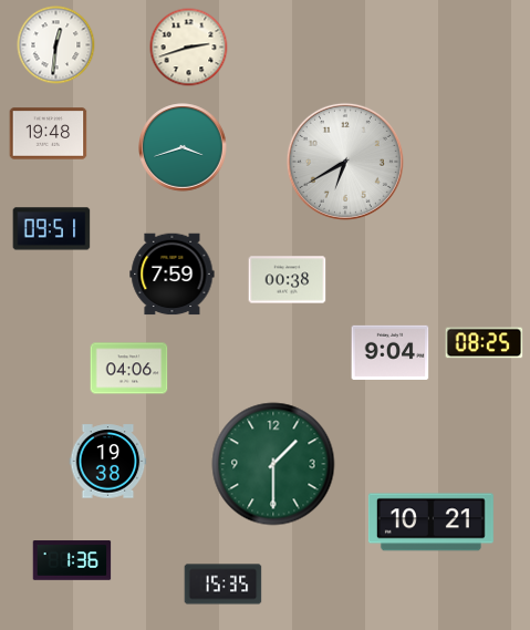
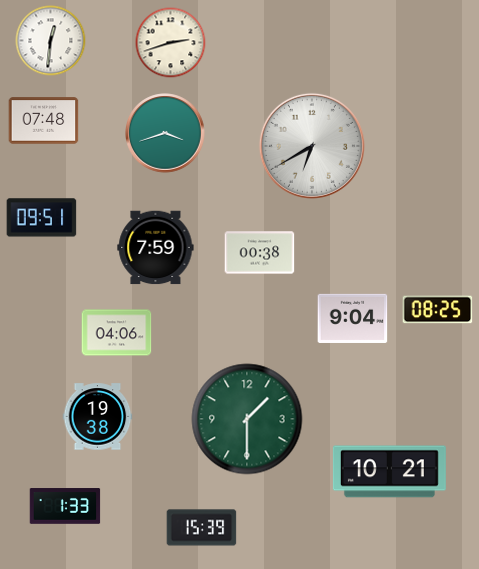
clock at (49, 134): 19:48 -> 07:48
clock at (52, 229) position: (52, 229) -> (42, 218)
clock at (72, 560): 1:36 -> 1:33
clock at (224, 585): 15:35 -> 15:39
